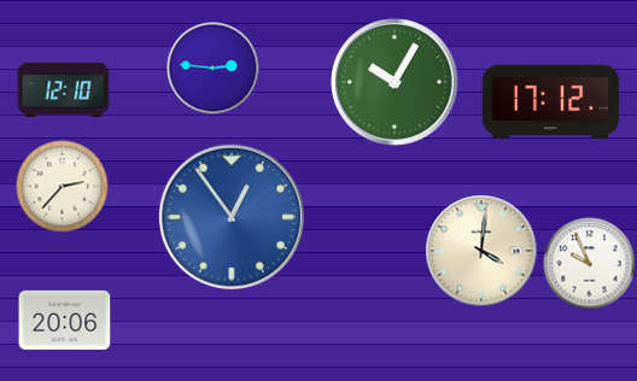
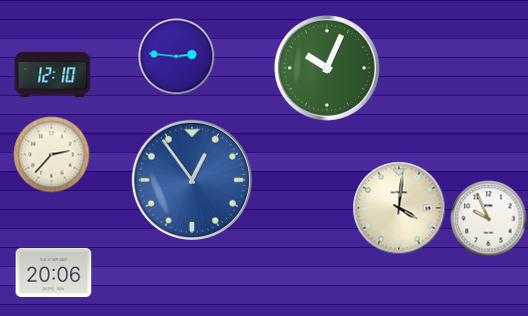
clock at (395, 82): 10:05 -> 10:04
clock at (551, 102): 17:12 -> none
clock at (65, 320) position: (65, 320) -> (54, 272)
